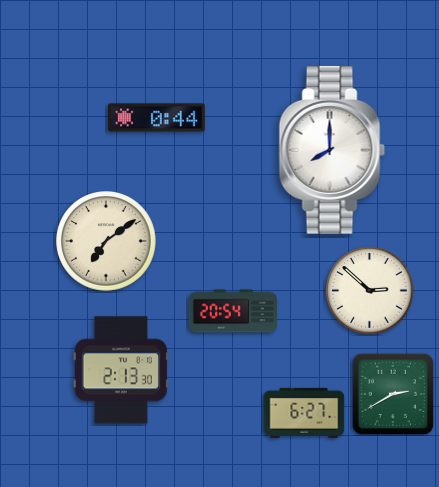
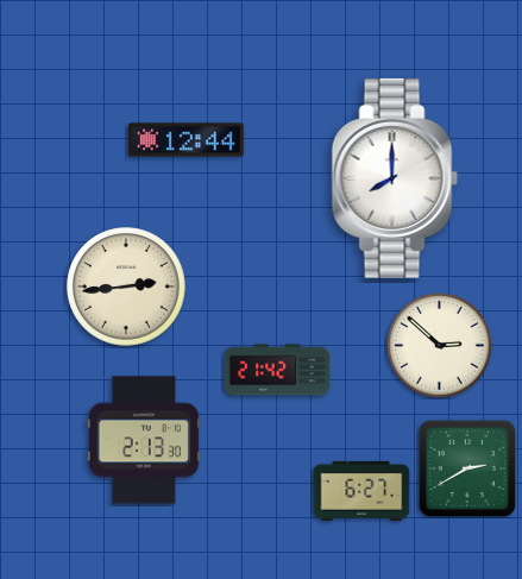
clock at (157, 118): 0:44 -> 12:44
clock at (106, 241): 7:09 -> 2:44
clock at (232, 311): 20:54 -> 21:42
